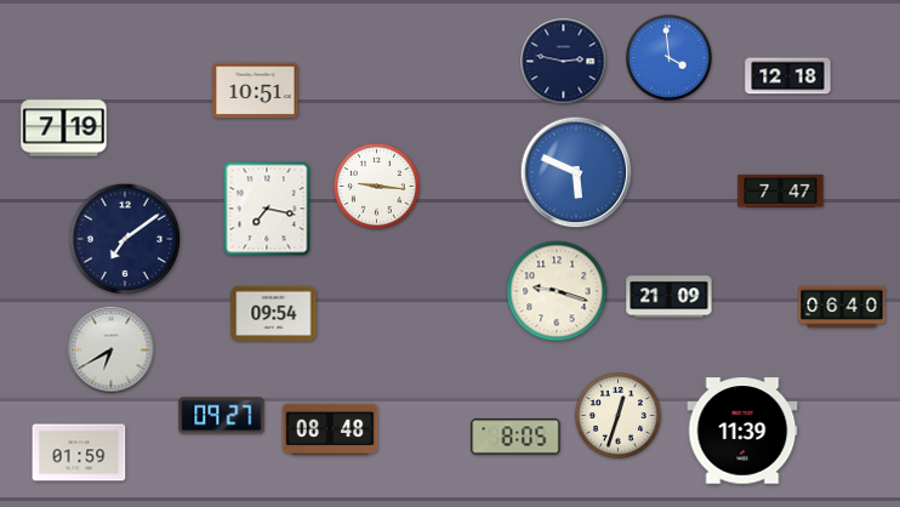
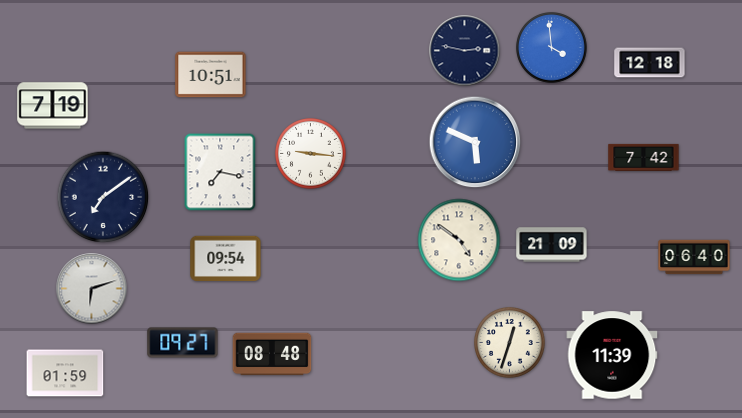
clock at (781, 190): 7:47 -> 7:42
clock at (557, 291): 9:18 -> 4:51
clock at (842, 307) position: (842, 307) -> (694, 257)
clock at (112, 351): 6:40 -> 6:12
clock at (515, 437): 8:05 -> none
